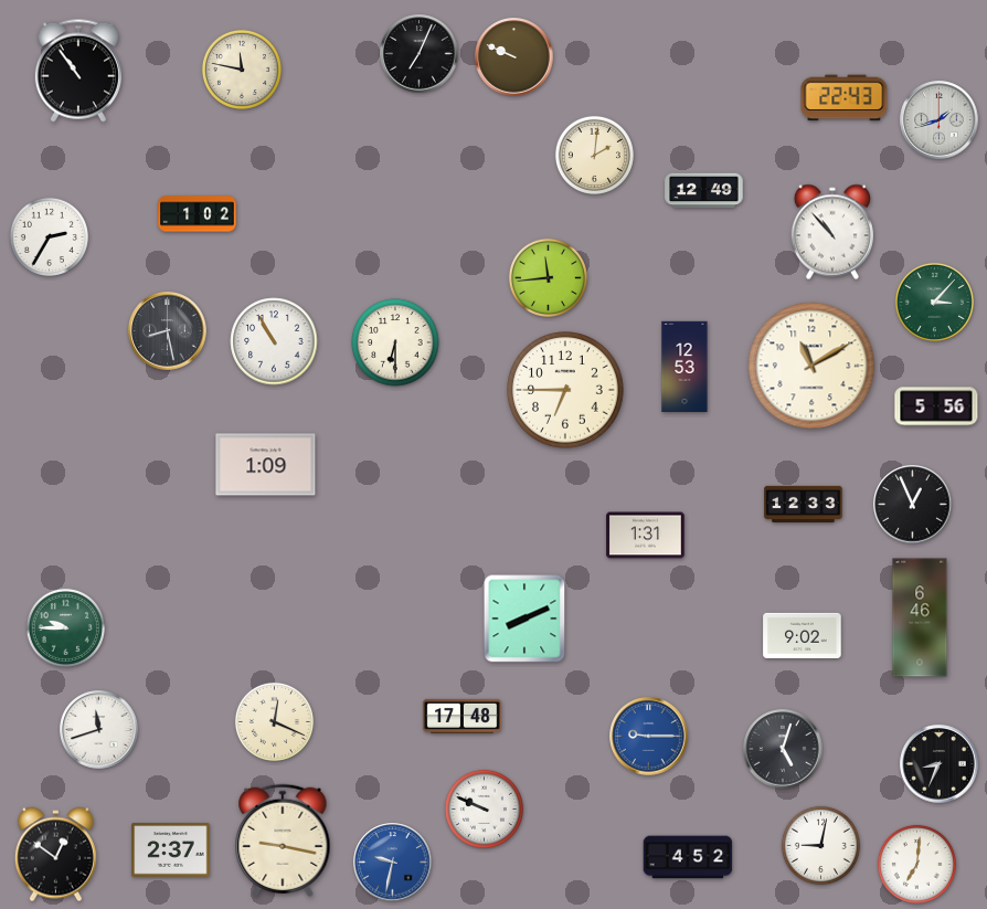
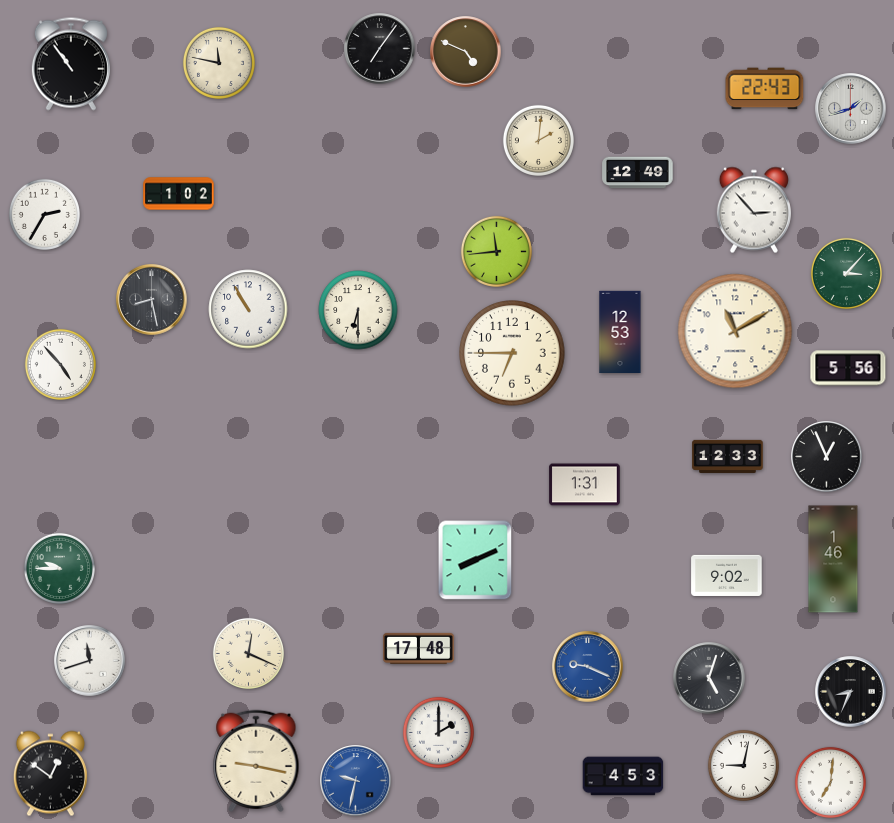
clock at (420, 54): 7:04 -> 7:06
clock at (514, 57): 9:49 -> 4:49
clock at (832, 232): 10:53 -> 2:53
clock at (60, 364): none -> 4:53
clock at (266, 465): 1:09 -> none
clock at (920, 617): 6:46 -> 1:46
clock at (649, 737): 9:15 -> 9:19
clock at (484, 808): 9:49 -> 2:00
clock at (171, 850): 2:37 -> none
clock at (688, 857): 4:52 -> 4:53
